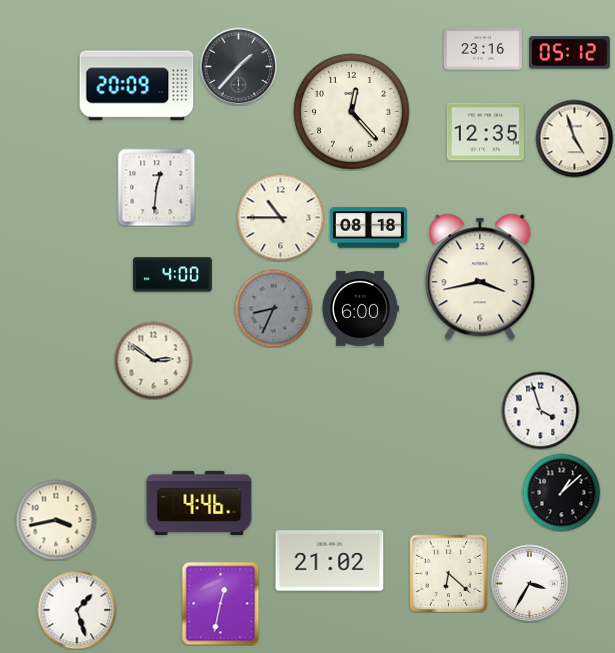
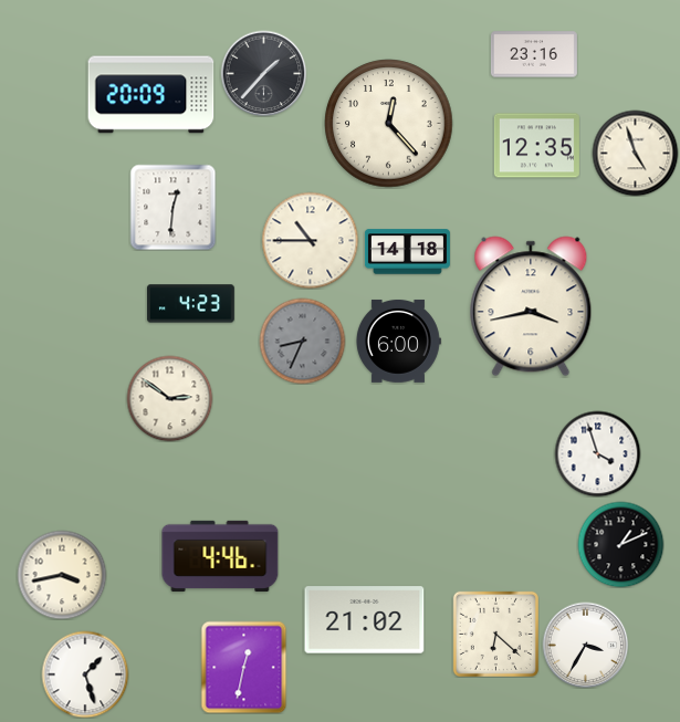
clock at (570, 53): 05:12 -> none
clock at (368, 228): 08:18 -> 14:18
clock at (172, 275): 4:00 -> 4:23
clock at (561, 492): 1:08 -> 1:11
